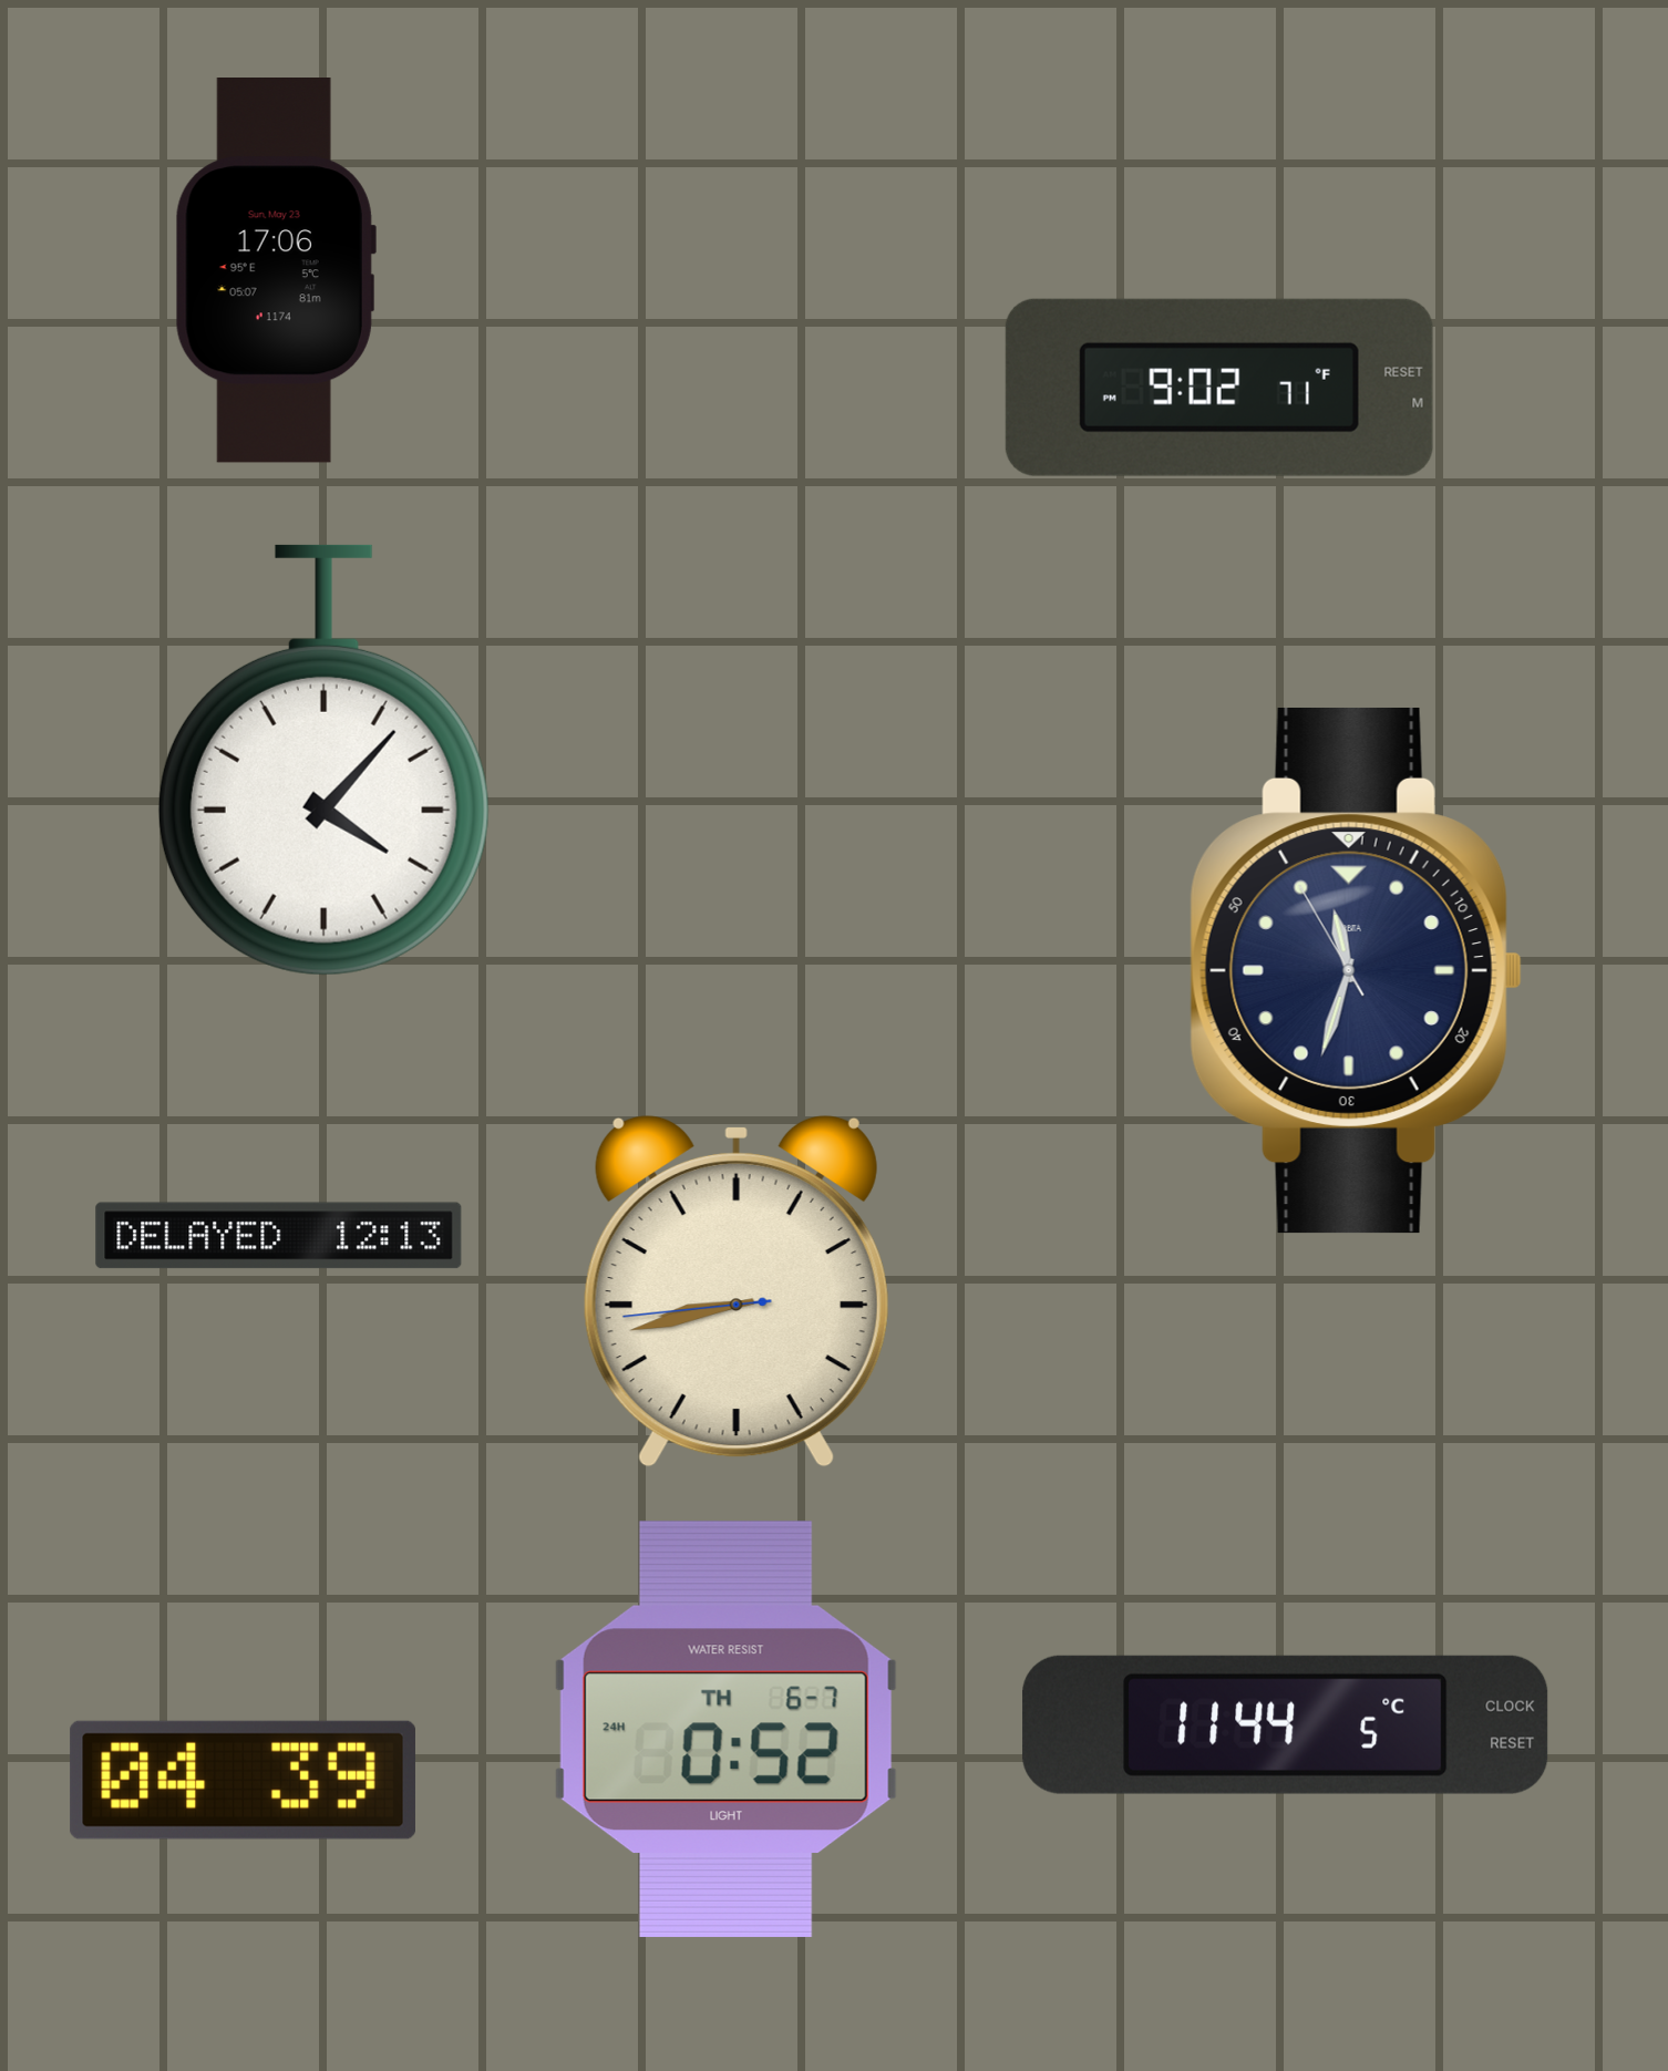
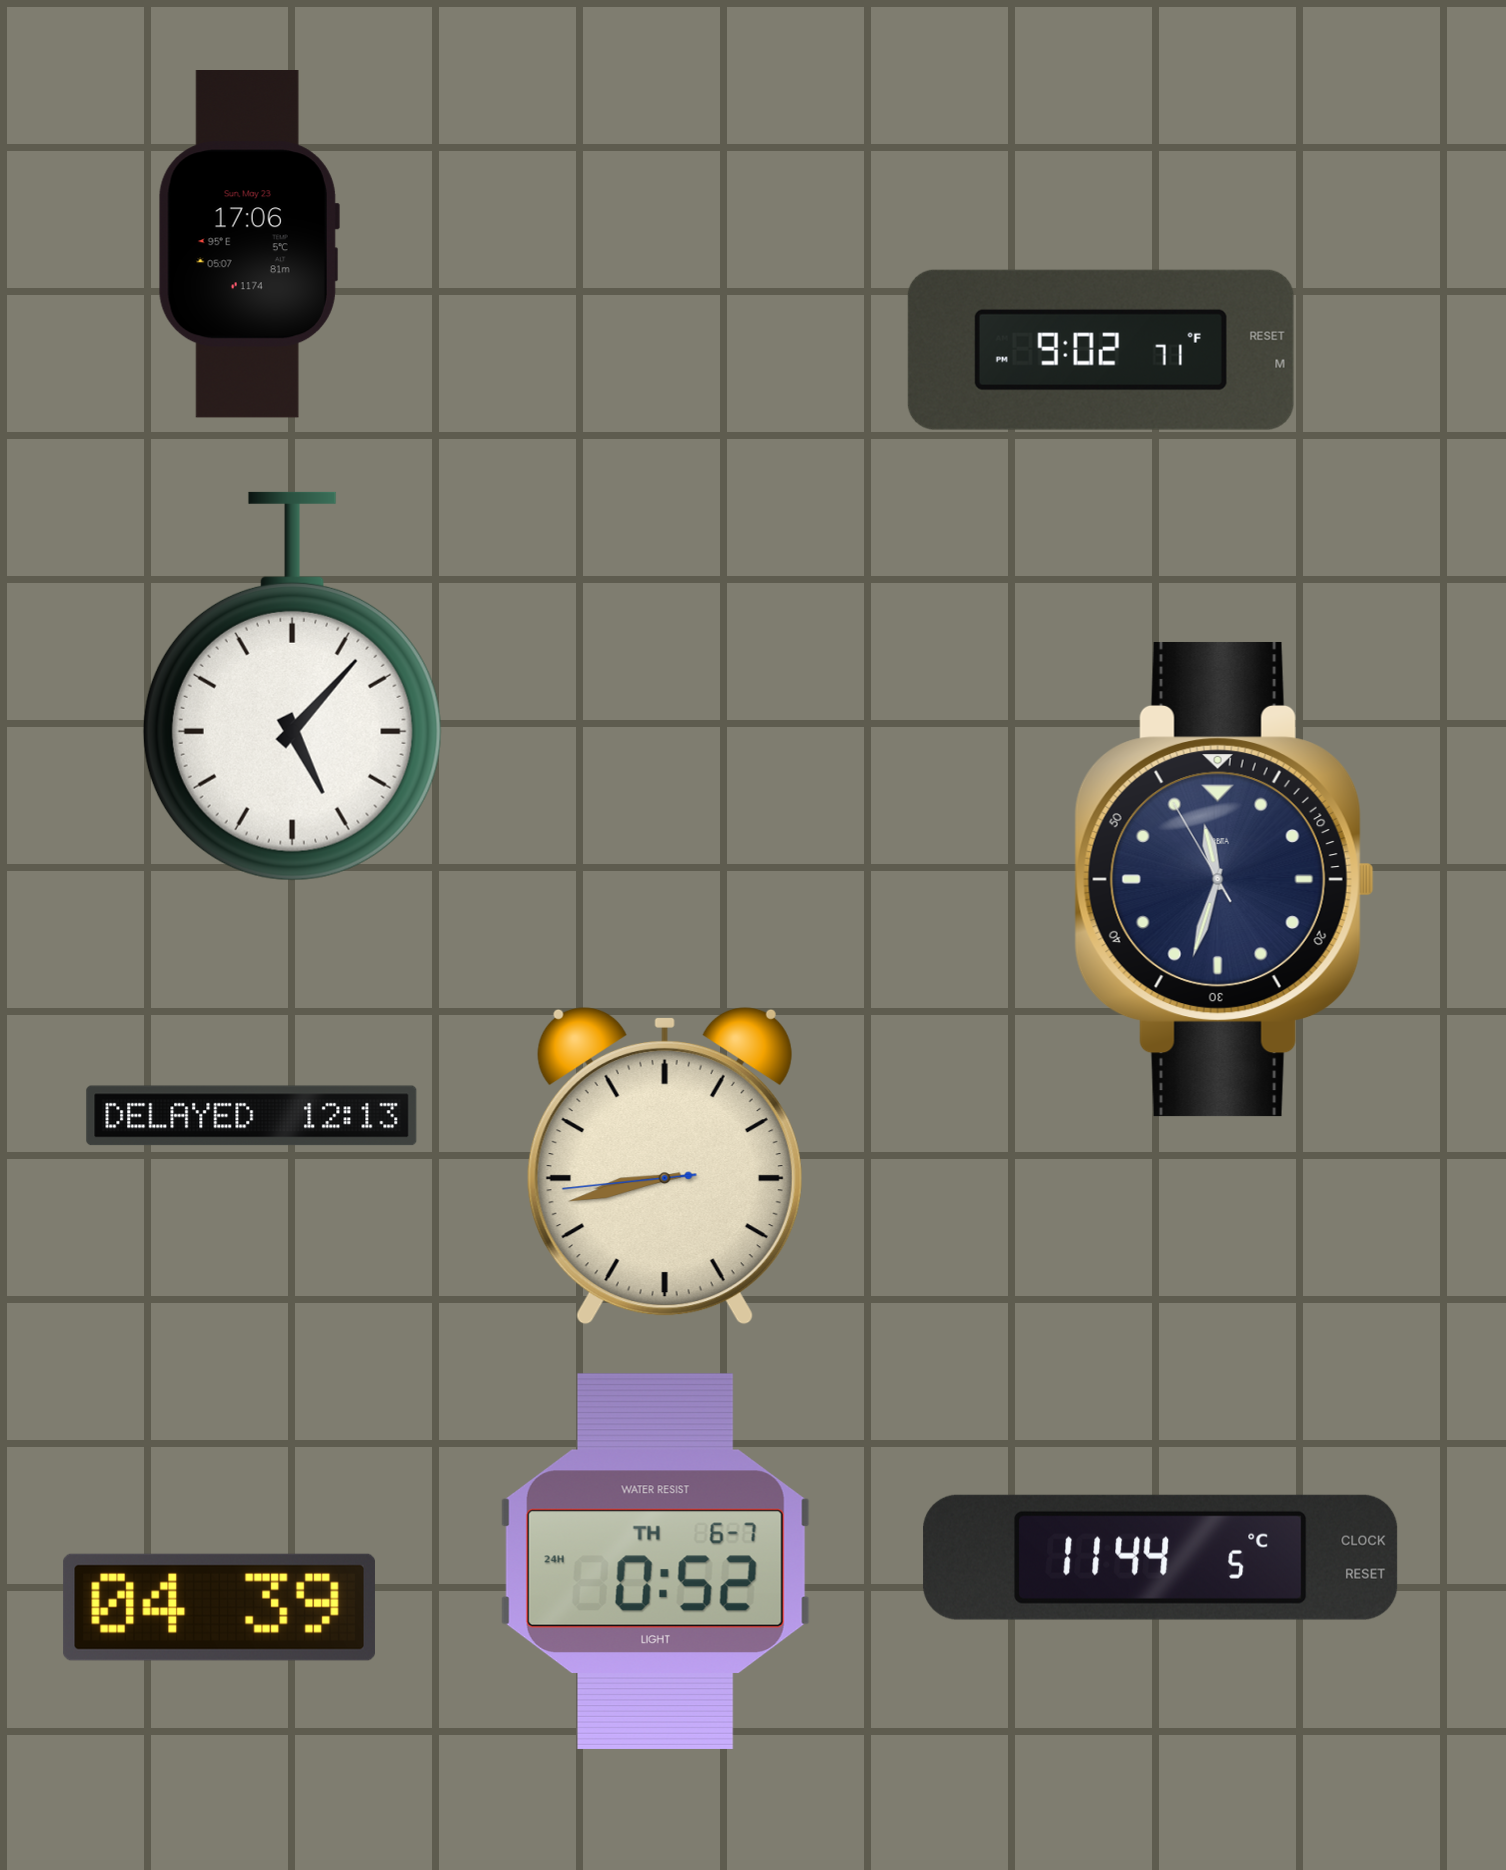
clock at (323, 760): 4:07 -> 5:07
clock at (1356, 970) position: (1356, 970) -> (1224, 879)
